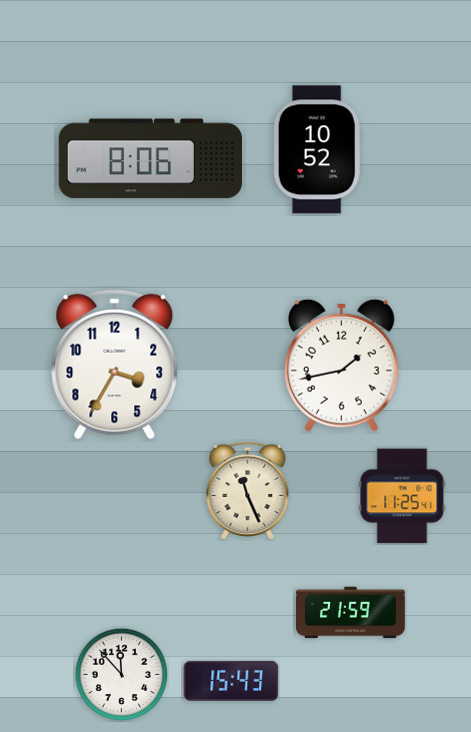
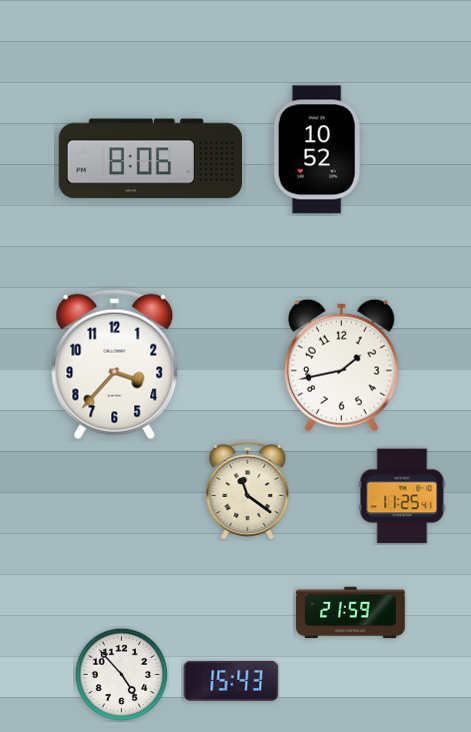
clock at (115, 365): 3:35 -> 3:37
clock at (248, 490): 11:26 -> 11:21
clock at (121, 674): 11:53 -> 4:53
